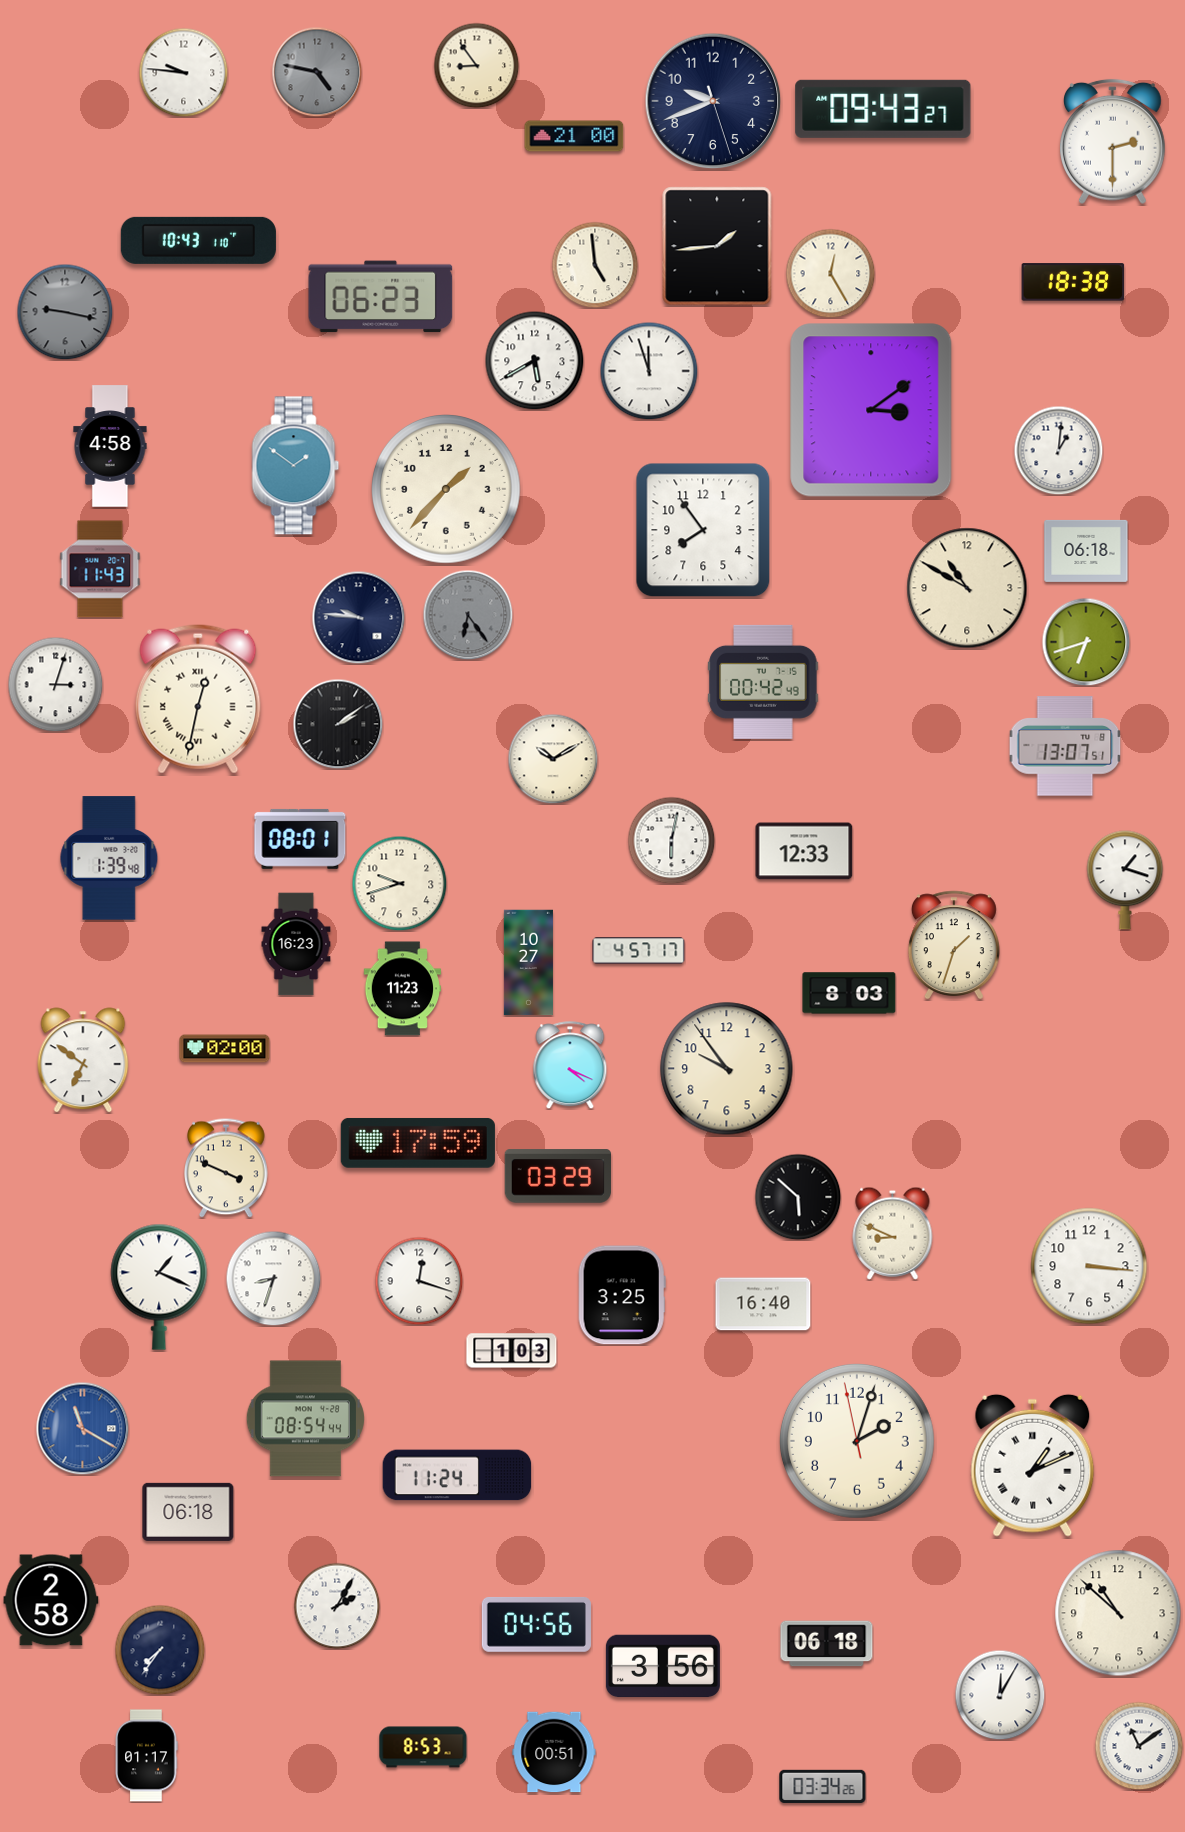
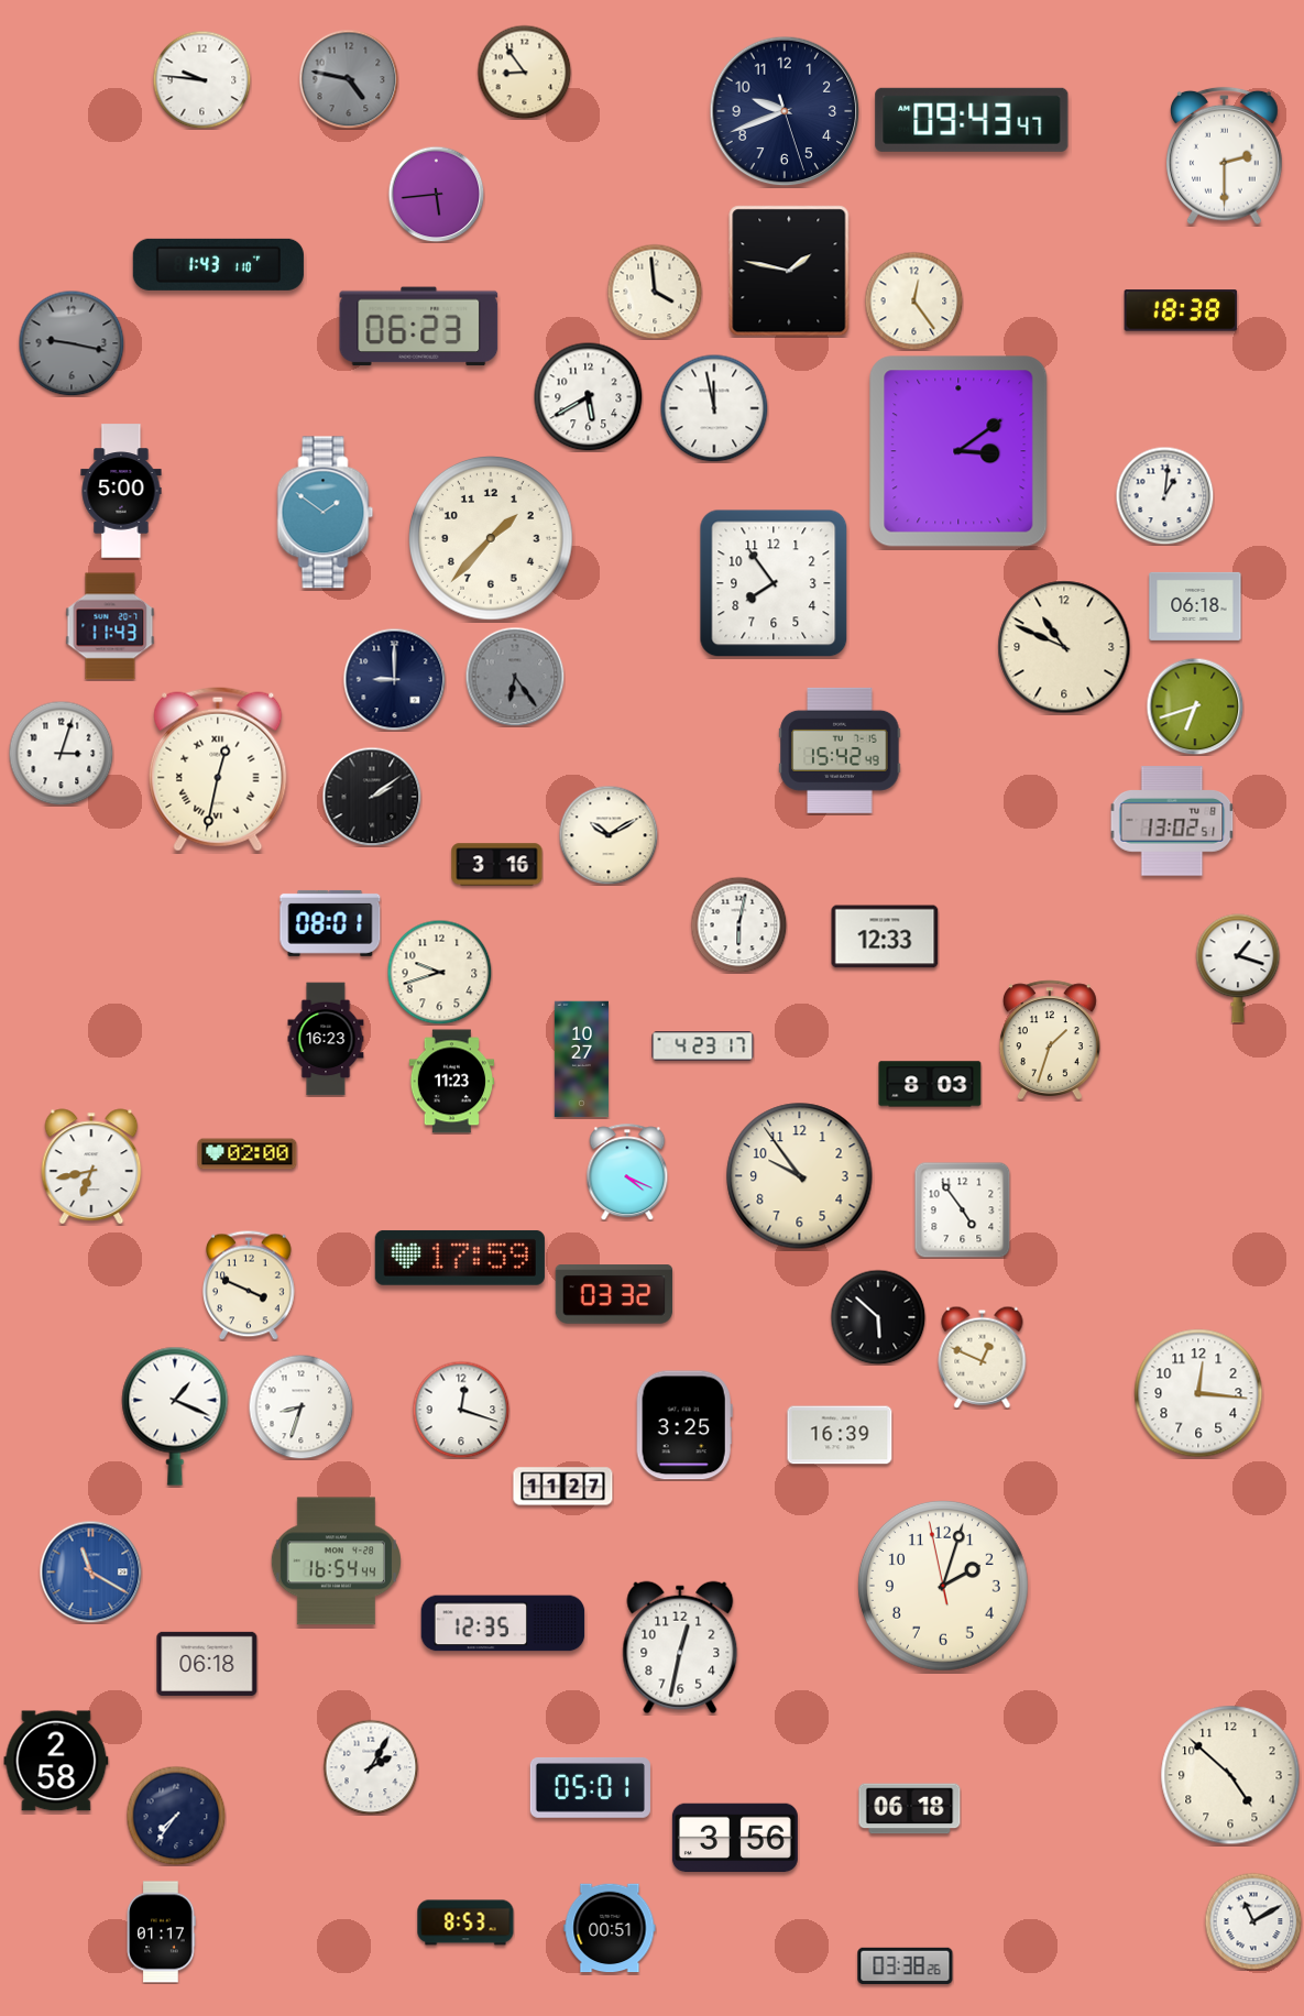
clock at (883, 109): 09:43:27 -> 09:43:47
clock at (574, 136): 21:00 -> none
clock at (436, 194): none -> 5:44
clock at (198, 240): 10:43 -> 1:43
clock at (717, 246): 1:44 -> 1:47
clock at (595, 265): 4:59 -> 3:59
clock at (830, 273): 12:25 -> 12:24
clock at (649, 371): 11:57 -> 11:58
clock at (110, 446): 4:58 -> 5:00
clock at (967, 588): 10:50 -> 10:49
clock at (358, 617): 9:46 -> 9:00
clock at (763, 682): 00:42 -> 15:42
clock at (1065, 746): 13:07 -> 13:02
clock at (497, 865): none -> 3:16
clock at (109, 858): 1:39 -> none
clock at (639, 951): 4:57 -> 4:23
clock at (403, 989) position: (403, 989) -> (452, 1082)
clock at (849, 993) position: (849, 993) -> (930, 1084)
clock at (83, 1060): 6:51 -> 6:43
clock at (962, 1209): none -> 4:54
clock at (558, 1176): 03:29 -> 03:32
clock at (893, 1233): 8:49 -> 12:49
clock at (1089, 1266): 3:16 -> 12:16
clock at (763, 1304): 16:40 -> 16:39
clock at (512, 1351): 1:03 -> 11:27
clock at (305, 1419): 08:54 -> 16:54
clock at (1033, 1465): 1:11 -> none
clock at (457, 1475): 11:24 -> 12:35
clock at (680, 1647): none -> 12:32
clock at (1118, 1613): 10:52 -> 4:52
clock at (536, 1625): 04:56 -> 05:01
clock at (663, 1666) position: (663, 1666) -> (735, 1838)
clock at (1000, 1695): 12:05 -> none
clock at (1139, 1746): 11:09 -> 11:10
clock at (823, 1786): 03:34 -> 03:38
